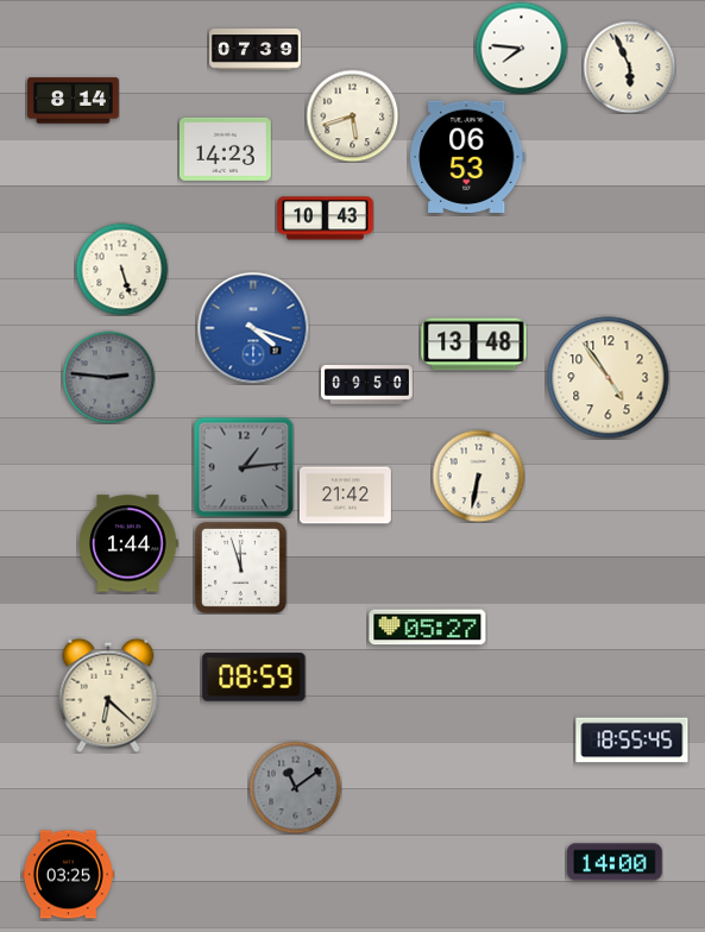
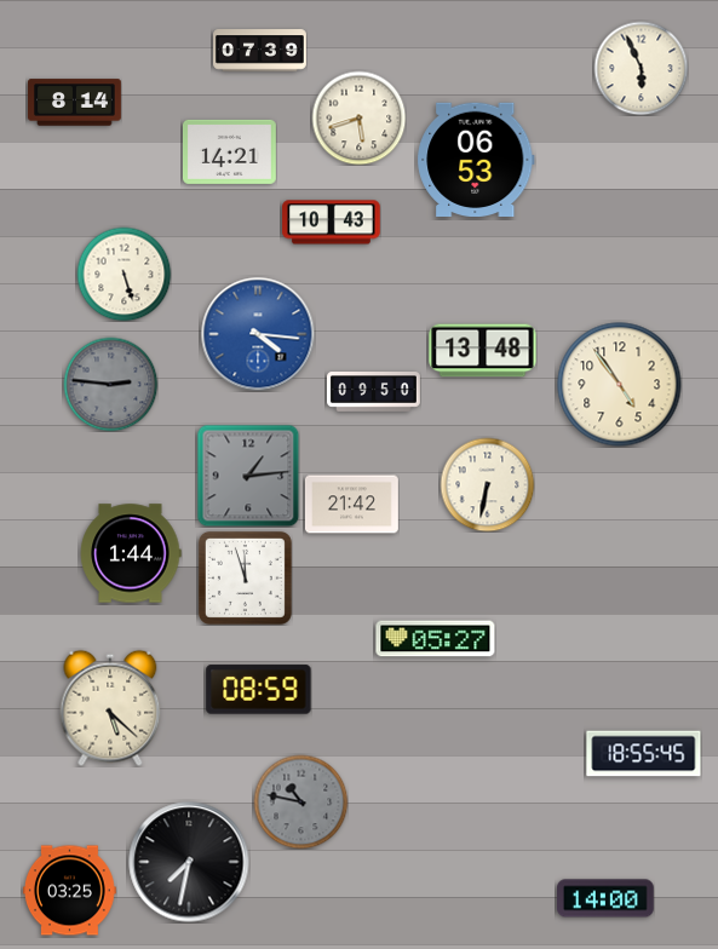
clock at (521, 48): 7:46 -> none
clock at (225, 149): 14:23 -> 14:21
clock at (253, 328): 4:18 -> 4:16
clock at (108, 695): 6:22 -> 5:22
clock at (295, 787): 11:09 -> 10:47
clock at (189, 862): none -> 7:32
clock at (616, 862) position: (616, 862) -> (607, 898)
